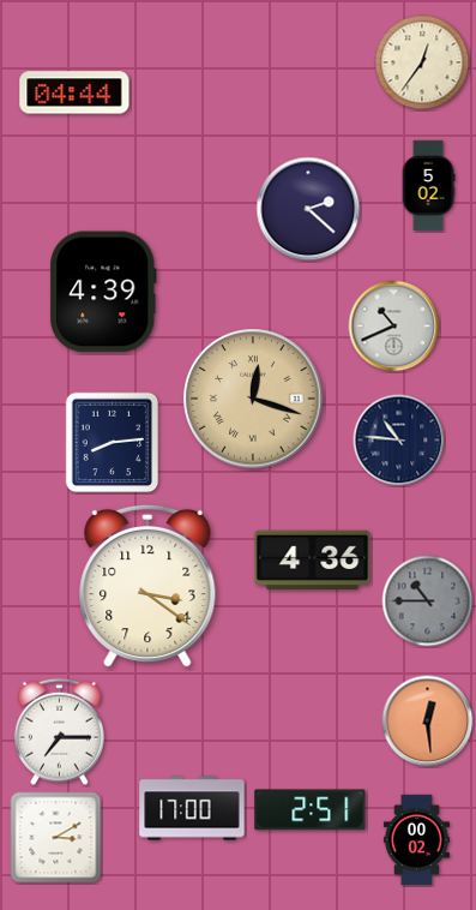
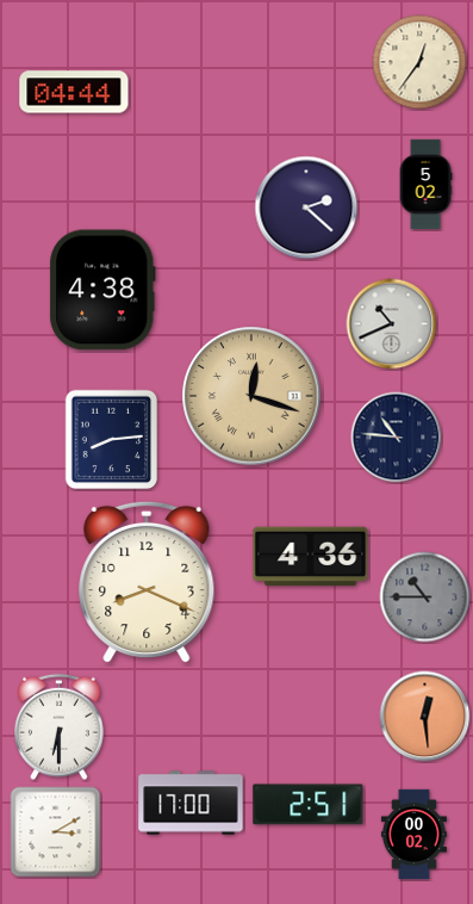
clock at (103, 292): 4:39 -> 4:38
clock at (147, 586): 3:21 -> 8:19
clock at (60, 732): 7:15 -> 6:30
